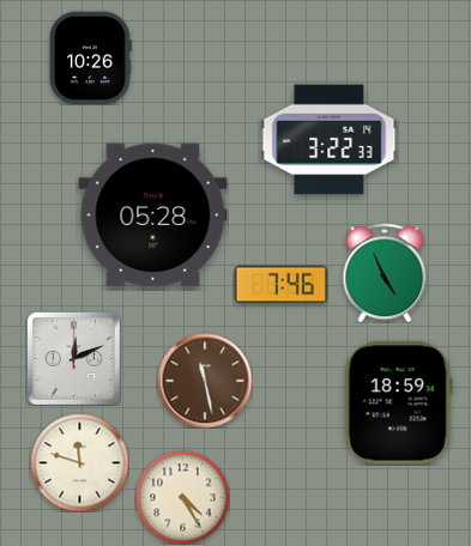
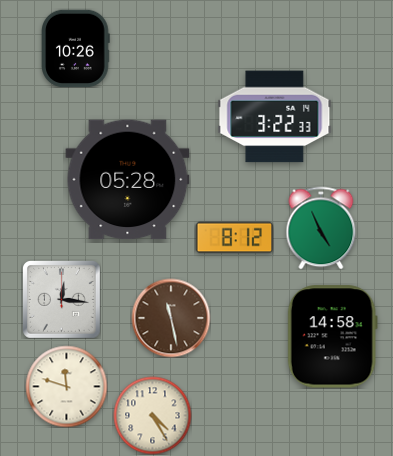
clock at (280, 285): 7:46 -> 8:12
clock at (74, 359): 12:11 -> 12:16
clock at (398, 404): 18:59 -> 14:58
